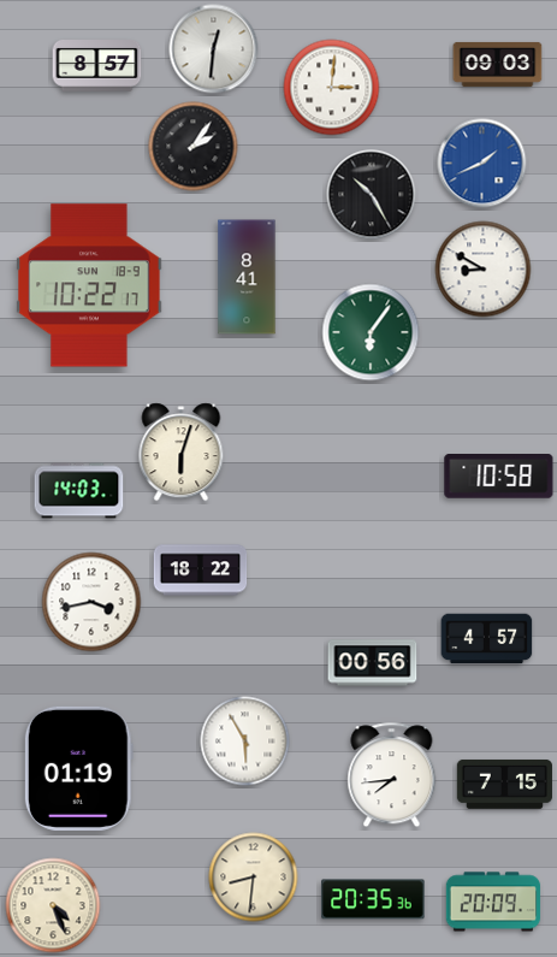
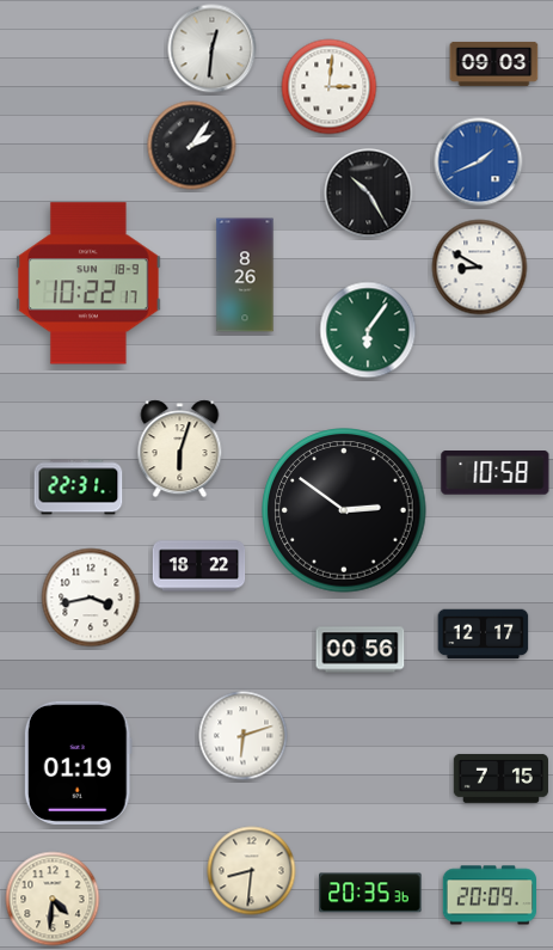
clock at (97, 66): 8:57 -> none
clock at (247, 277): 8:41 -> 8:26
clock at (79, 491): 14:03 -> 22:31
clock at (344, 510): none -> 2:51
clock at (487, 639): 4:57 -> 12:17
clock at (373, 663) position: (373, 663) -> (361, 650)
clock at (245, 742): 5:55 -> 6:12
clock at (392, 775): 7:44 -> none
clock at (53, 905): 4:26 -> 4:31
